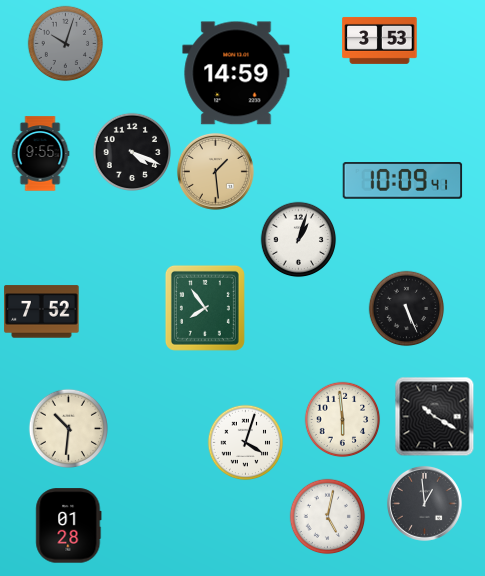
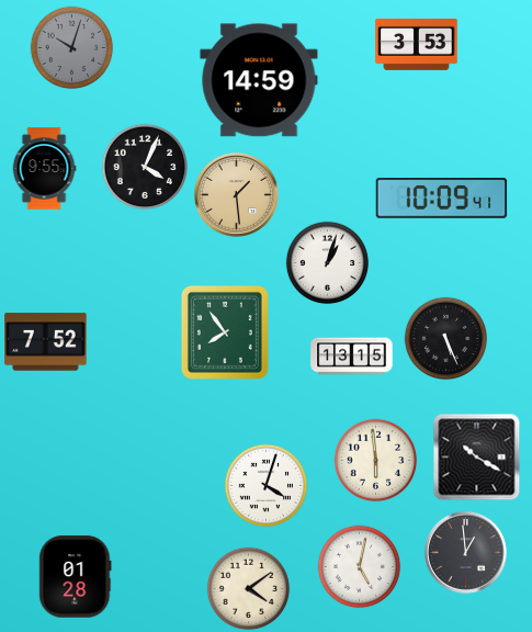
clock at (131, 151): 4:19 -> 4:04
clock at (215, 171) position: (215, 171) -> (236, 194)
clock at (205, 308) position: (205, 308) -> (225, 332)
clock at (352, 357): none -> 13:15
clock at (68, 428): 10:31 -> none
clock at (246, 443) position: (246, 443) -> (267, 486)
clock at (249, 589): none -> 4:09
